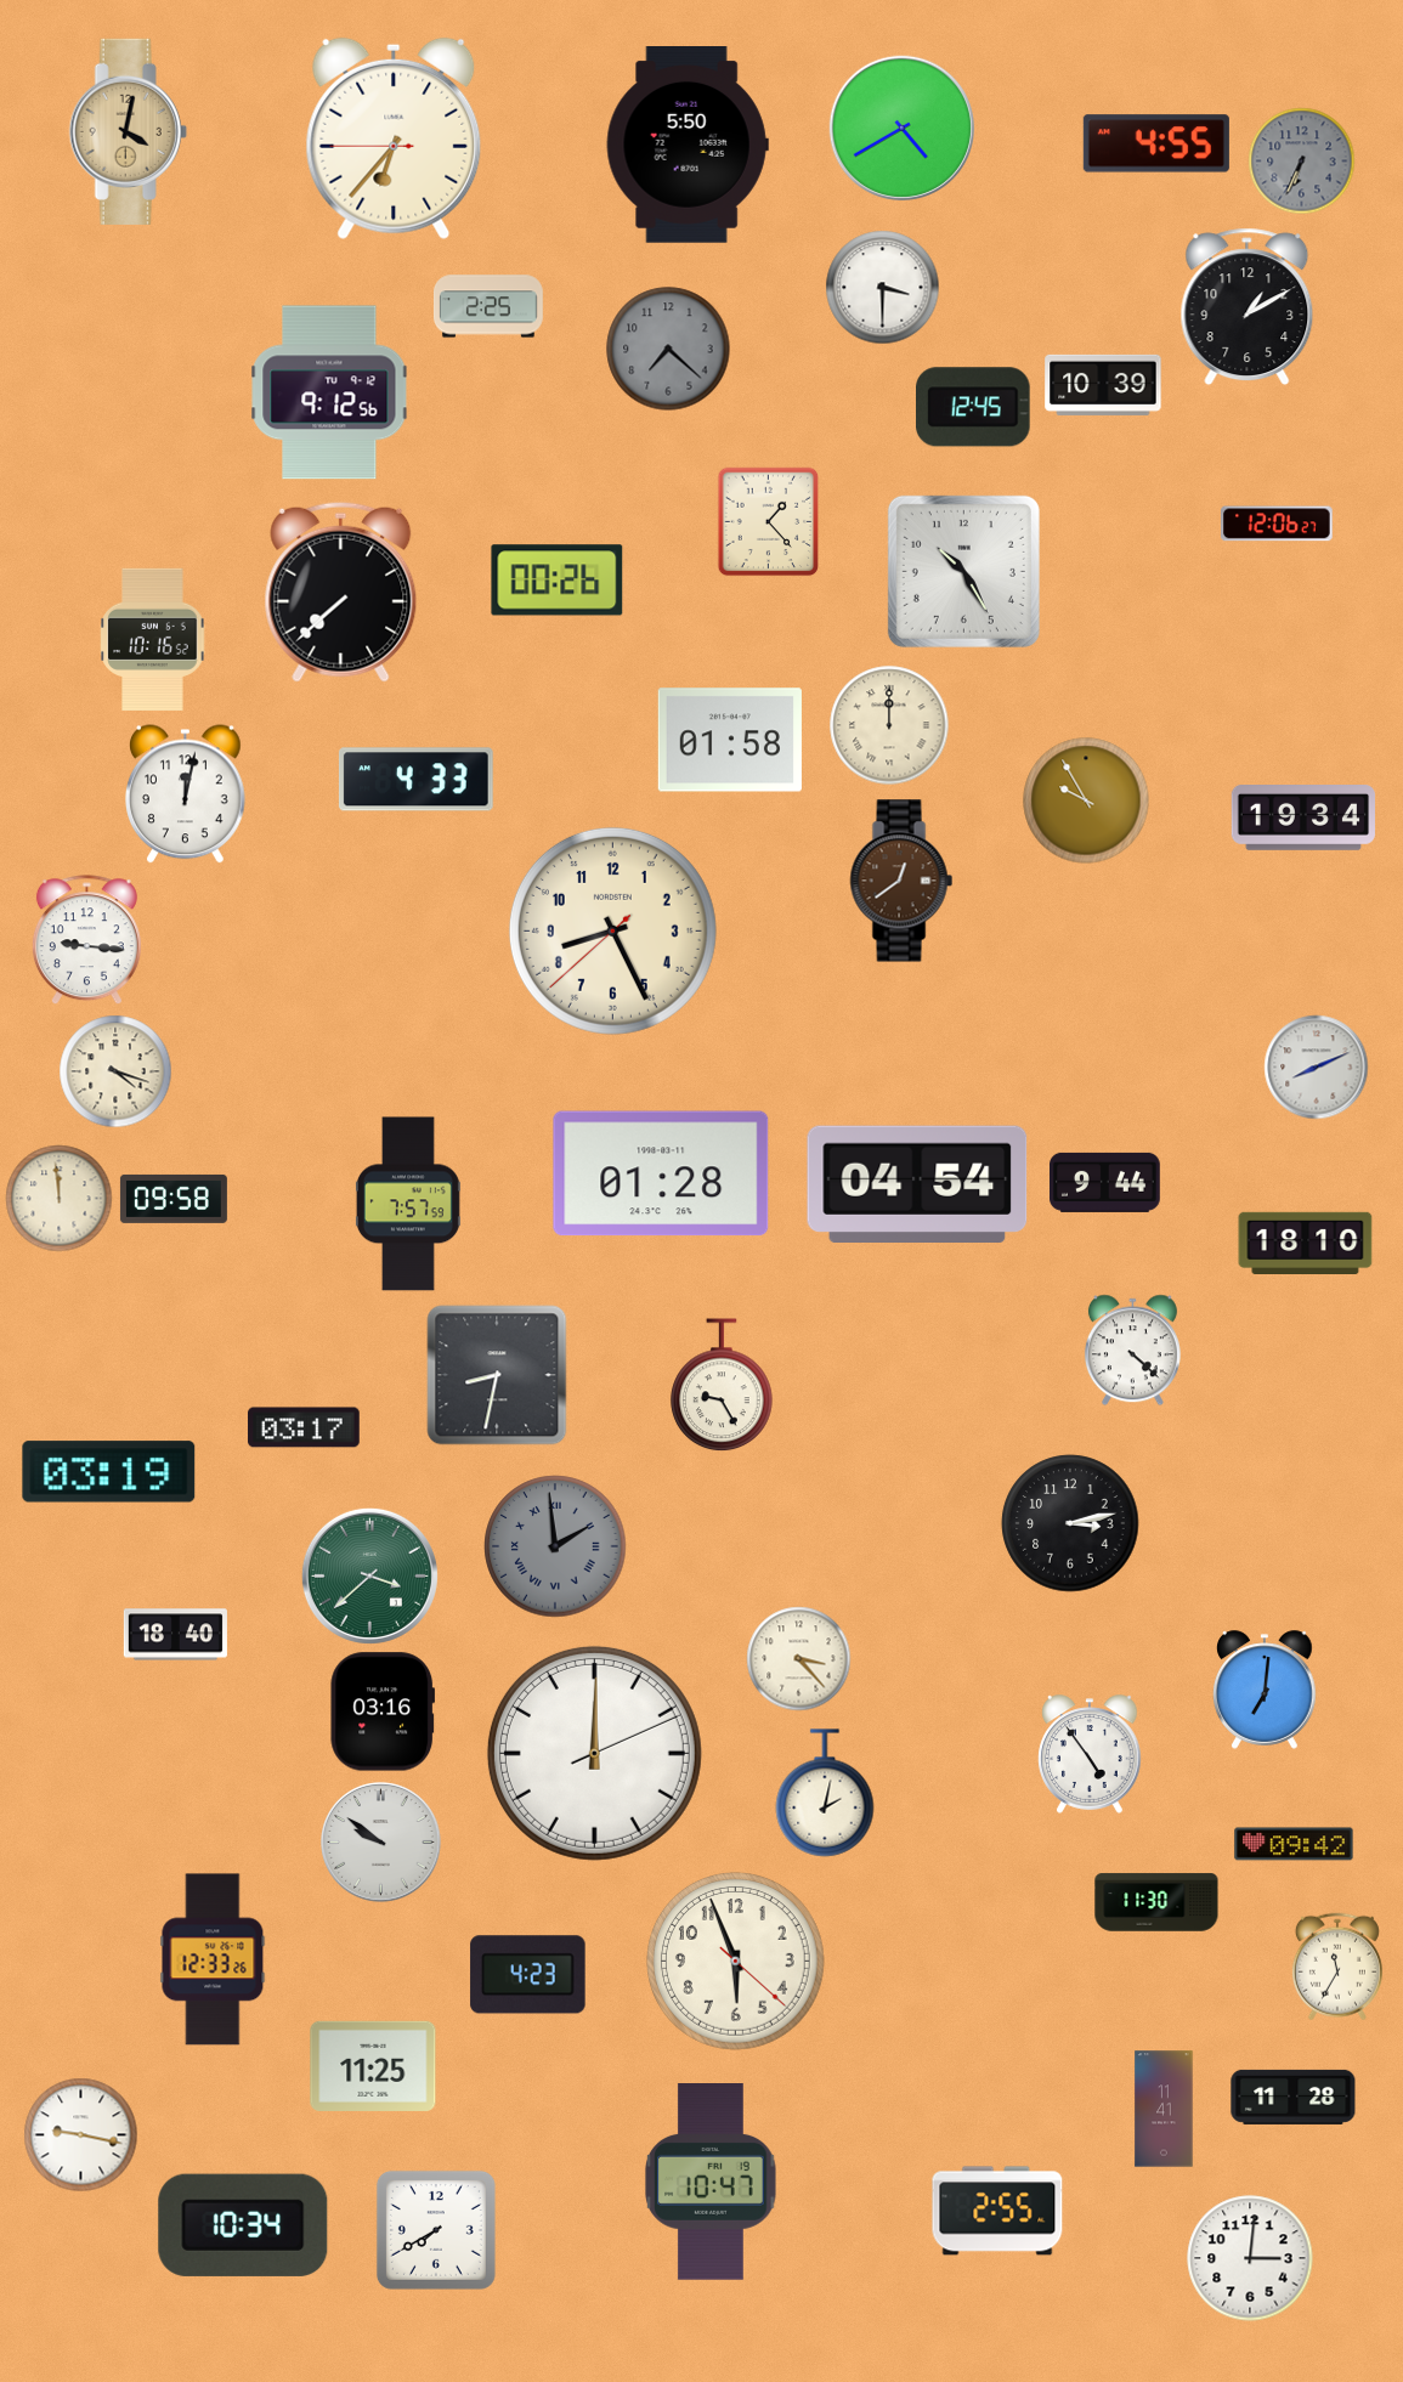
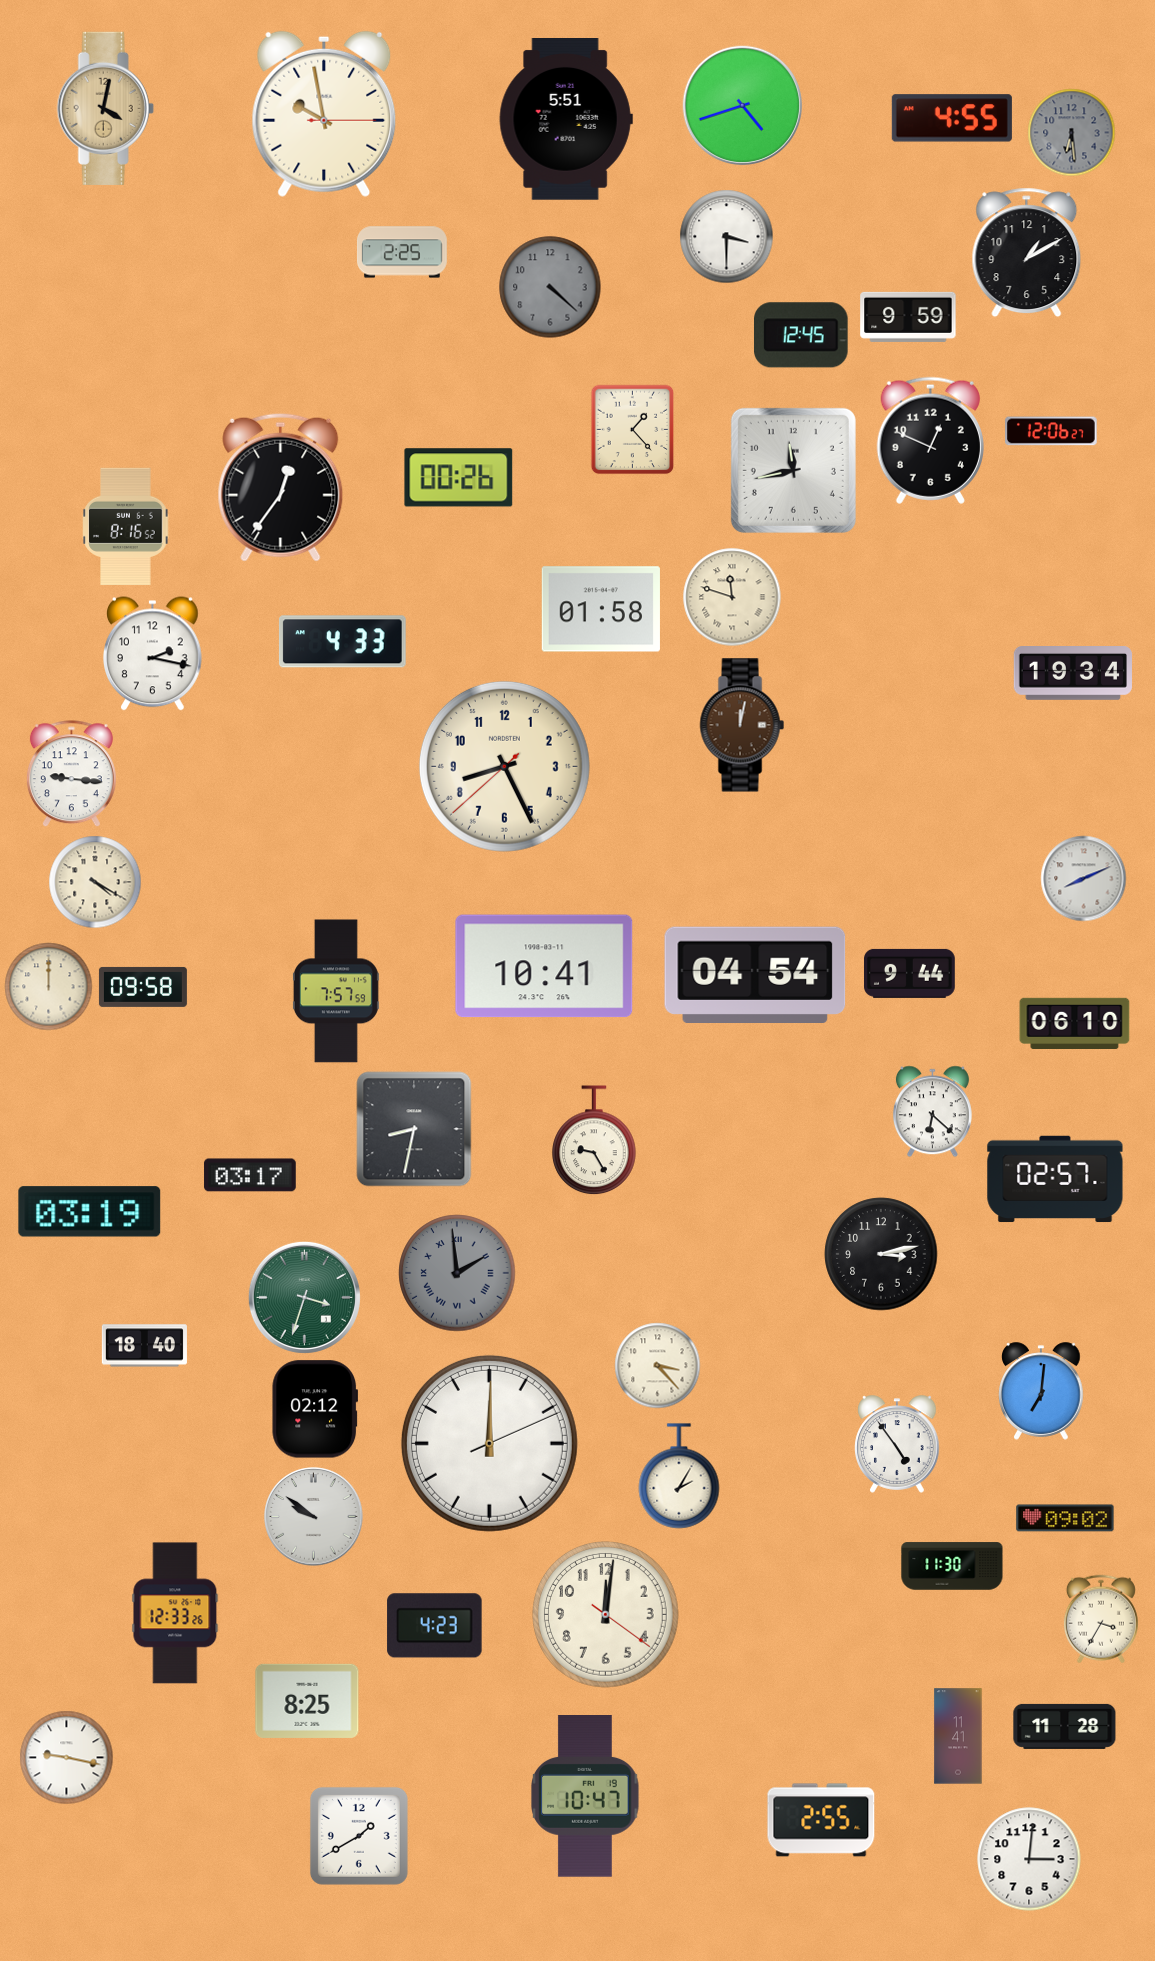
clock at (901, 128): 4:40 -> 4:42
clock at (394, 138): 6:36 -> 9:58
clock at (688, 146): 5:50 -> 5:51
clock at (1302, 162): 6:34 -> 6:29
clock at (668, 349): 7:22 -> 4:22
clock at (1103, 385): 10:39 -> 9:59
clock at (329, 392): 9:12 -> none
clock at (930, 440): none -> 12:49
clock at (963, 571): 10:25 -> 11:43
clock at (341, 592): 7:38 -> 12:36
clock at (153, 640): 10:16 -> 8:16
clock at (889, 725): 12:00 -> 11:48
clock at (186, 794): 12:02 -> 2:17
clock at (1086, 800): 9:55 -> none
clock at (901, 881): 12:39 -> 12:02
clock at (115, 1071): 4:18 -> 4:20
clock at (661, 1173): 01:28 -> 10:41
clock at (60, 1199): 11:59 -> 12:00
clock at (1306, 1243): 18:10 -> 06:10
clock at (1132, 1351): 4:22 -> 6:22
clock at (497, 1375) position: (497, 1375) -> (414, 1129)
clock at (1055, 1179): none -> 02:57
clock at (369, 1575): 3:38 -> 3:33
clock at (381, 1711): 03:16 -> 02:12
clock at (825, 1793): 2:02 -> 2:05
clock at (1294, 1844): 09:42 -> 09:02
clock at (736, 1962): 5:56 -> 12:01
clock at (1337, 1967): 11:35 -> 3:35
clock at (373, 2066): 11:25 -> 8:25
clock at (243, 2225): 10:34 -> none
clock at (436, 2230): 7:40 -> 1:40
